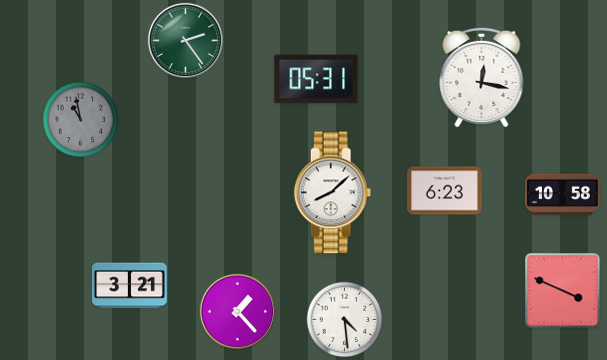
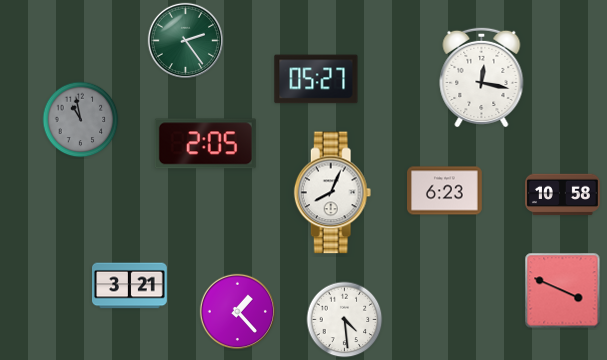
clock at (316, 79): 05:31 -> 05:27
clock at (205, 144): none -> 2:05
clock at (333, 193): 8:08 -> 8:04
